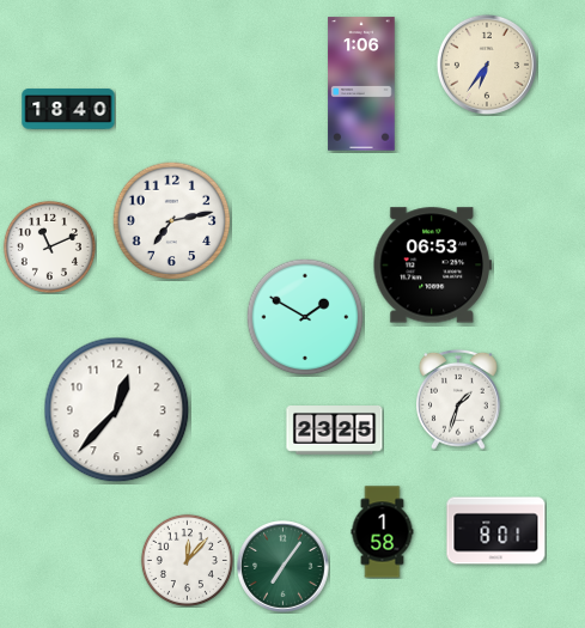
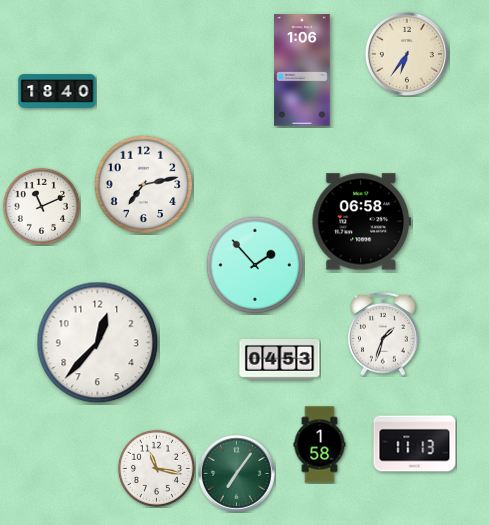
clock at (432, 266): 06:53 -> 06:58
clock at (305, 317): 1:50 -> 1:53
clock at (335, 431): 23:25 -> 04:53
clock at (496, 531): 8:01 -> 11:13
clock at (187, 560): 12:07 -> 11:17
